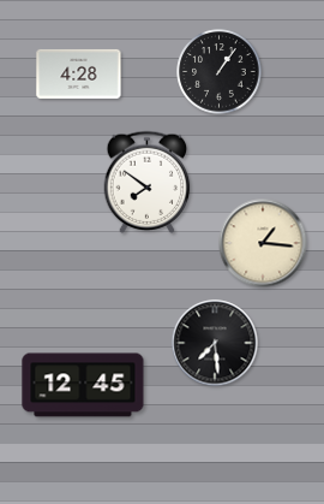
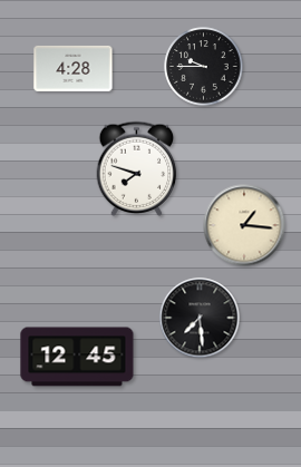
clock at (220, 72): 1:06 -> 9:45
clock at (148, 182): 7:51 -> 7:48
